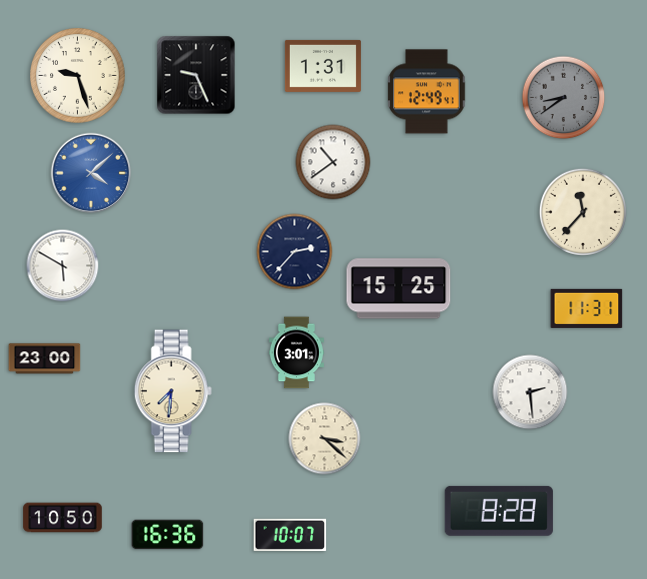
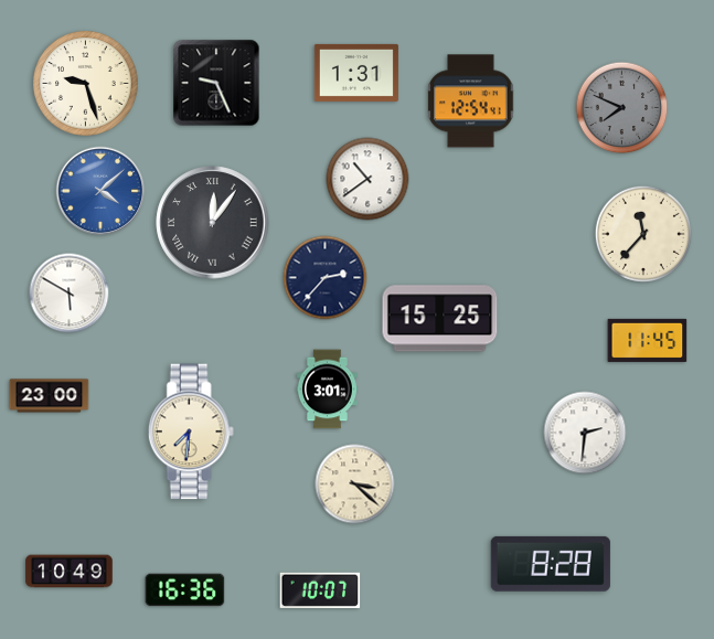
clock at (427, 92): 12:49 -> 12:54
clock at (564, 98): 8:39 -> 7:49
clock at (213, 223): none -> 12:06
clock at (587, 308): 11:31 -> 11:45
clock at (530, 392): 2:29 -> 2:31
clock at (325, 439) position: (325, 439) -> (355, 484)
clock at (63, 518): 10:50 -> 10:49
